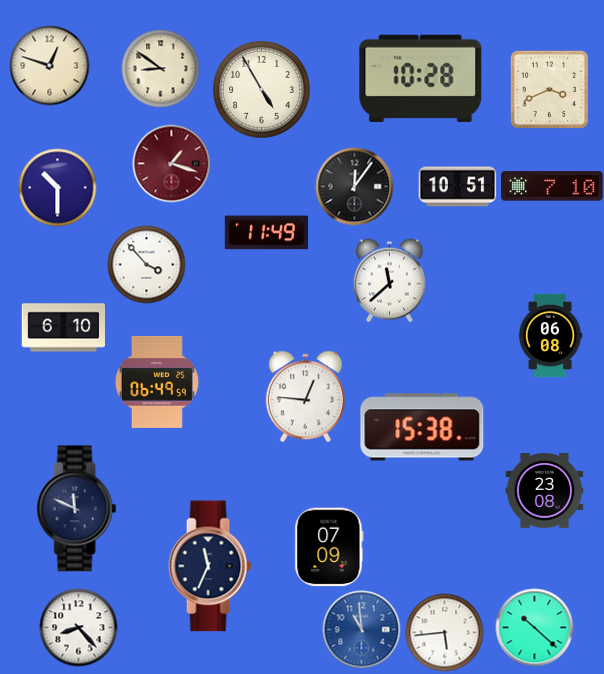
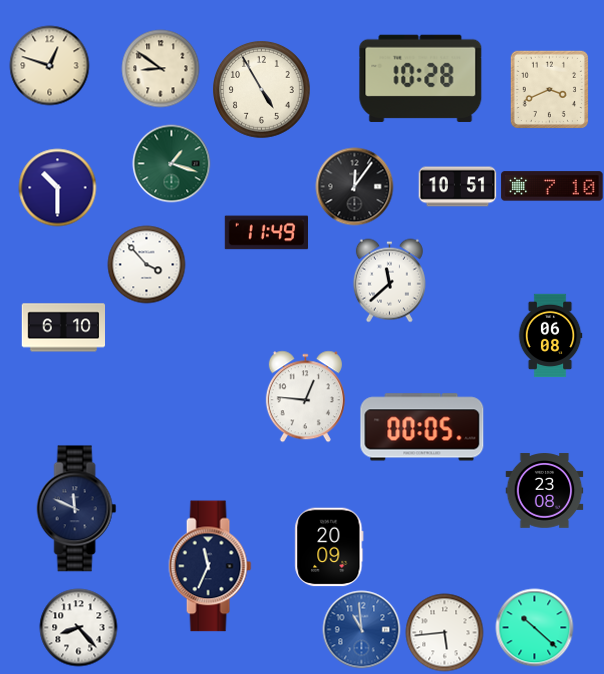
clock at (171, 163) dial: burgundy -> green
clock at (158, 382): 06:49 -> none
clock at (422, 427): 15:38 -> 00:05
clock at (329, 547): 07:09 -> 20:09
